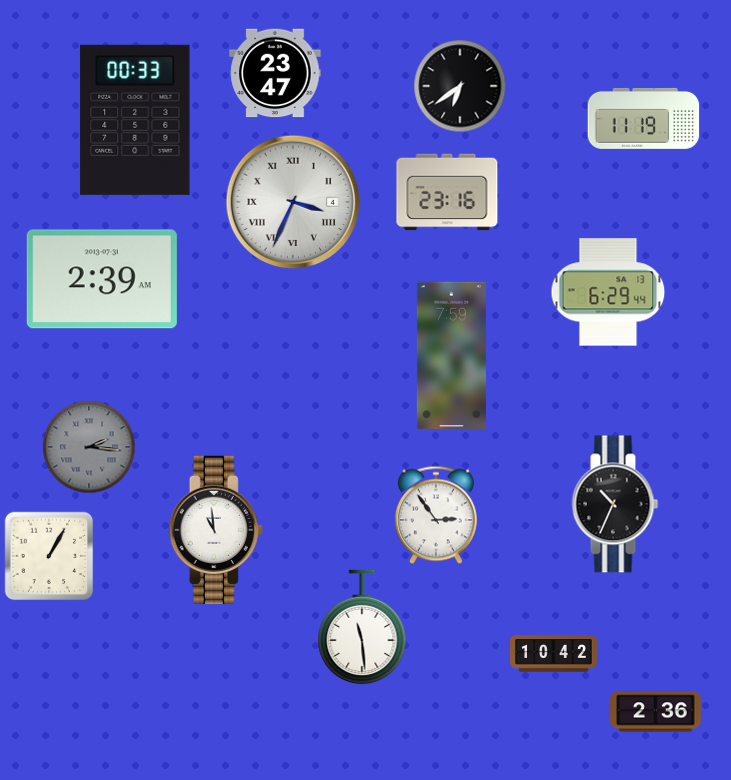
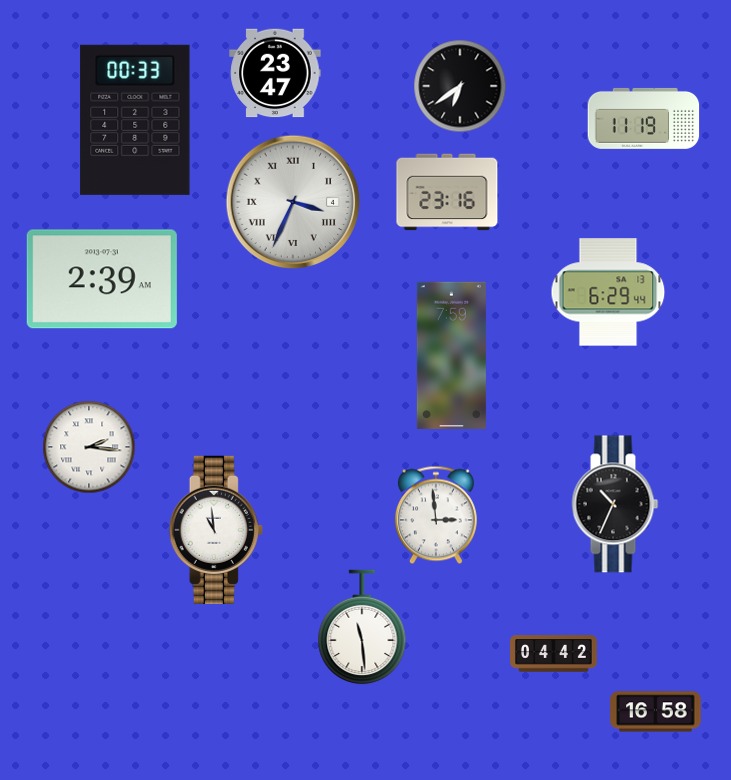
clock at (89, 447) dial: grey -> white
clock at (436, 515): 2:54 -> 2:59
clock at (49, 556): 1:05 -> none
clock at (554, 654): 10:42 -> 04:42
clock at (656, 712): 2:36 -> 16:58
